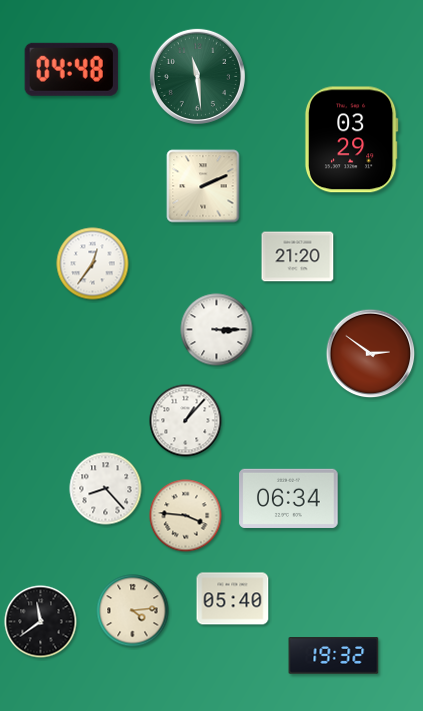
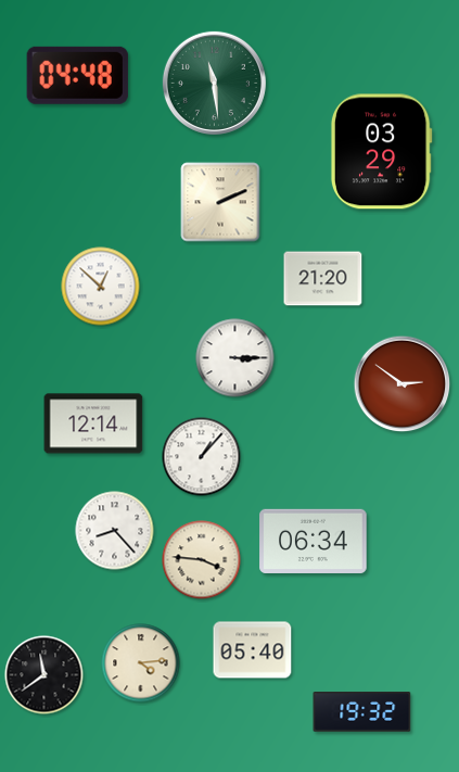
clock at (93, 264): 12:36 -> 12:52
clock at (93, 423): none -> 12:14
clock at (133, 611) position: (133, 611) -> (141, 663)
